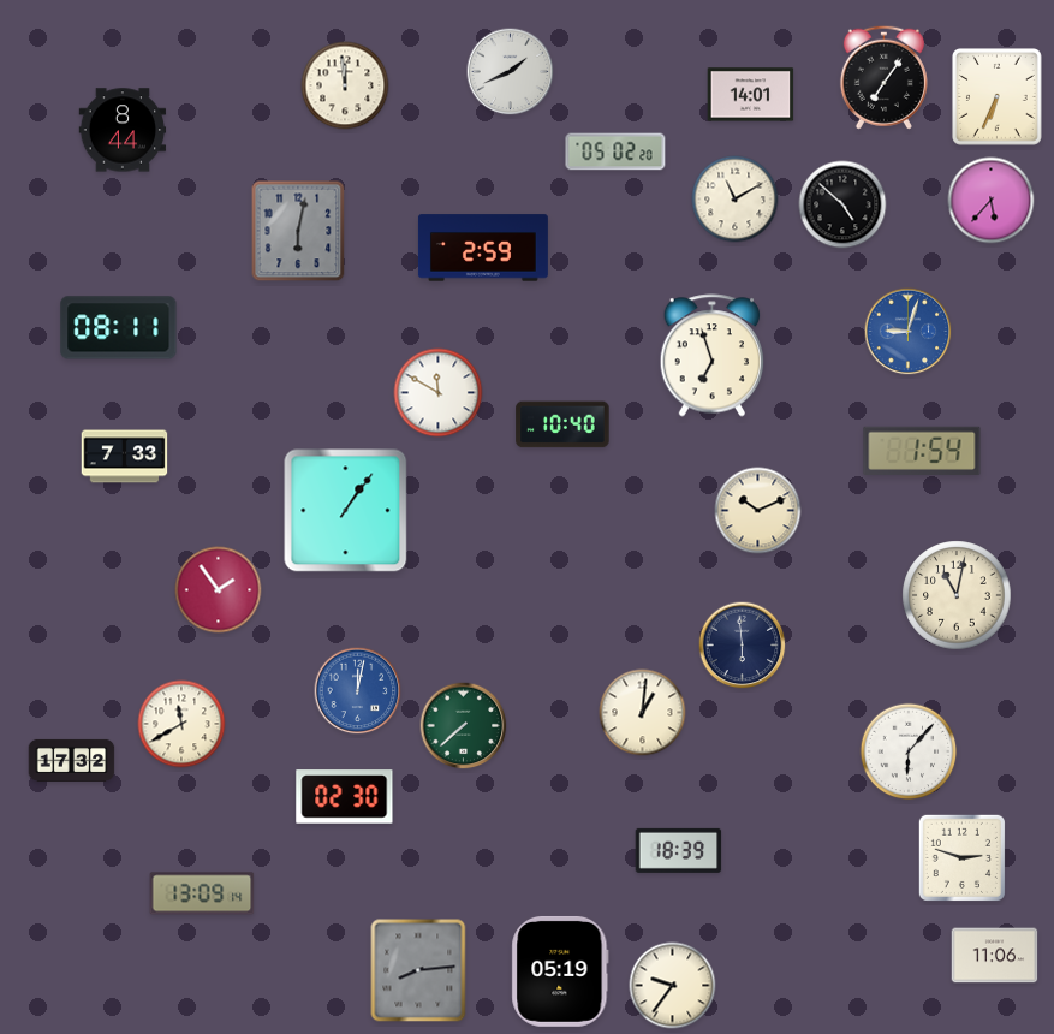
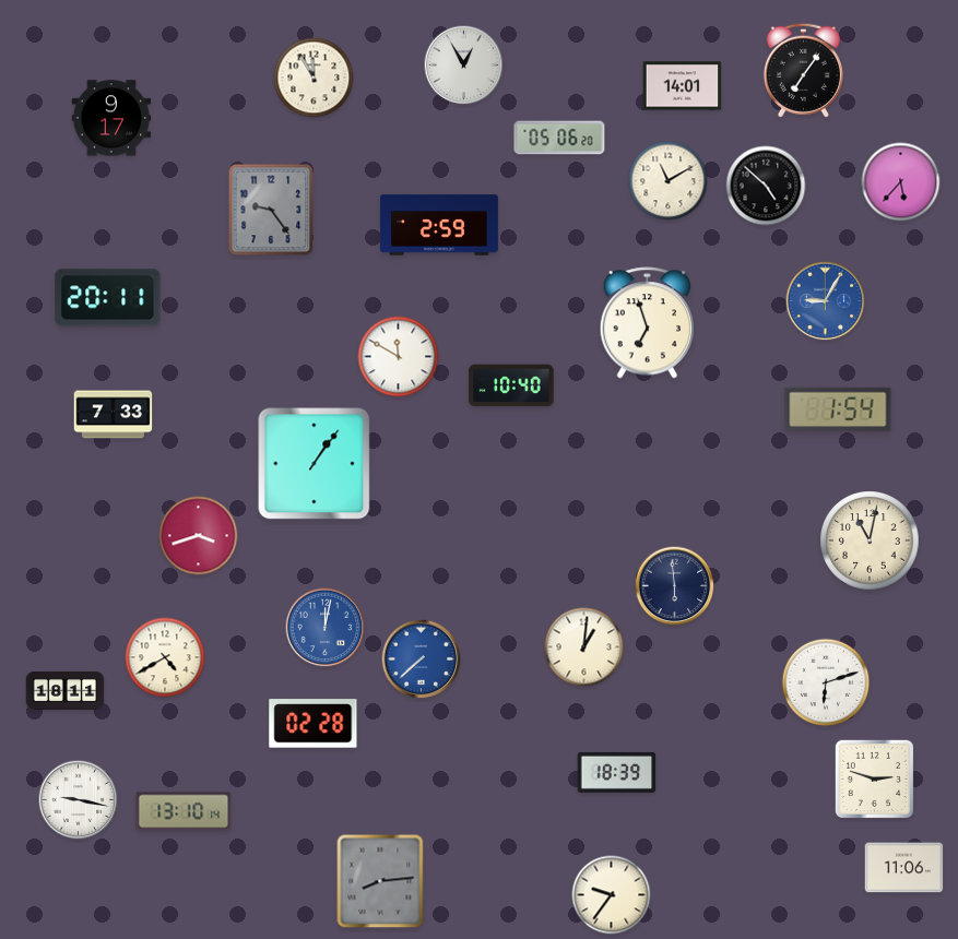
clock at (511, 72): 1:41 -> 12:55
clock at (345, 85): 11:59 -> 11:55
clock at (996, 97): 6:34 -> none
clock at (123, 130): 8:44 -> 9:17
clock at (615, 151): 05:02 -> 05:06
clock at (298, 231): 6:02 -> 9:24
clock at (119, 328): 08:11 -> 20:11
clock at (909, 332): 9:03 -> 9:05
clock at (758, 511): 10:11 -> none
clock at (219, 590): 1:54 -> 3:42
clock at (181, 724): 11:40 -> 4:40
clock at (464, 726) dial: green -> blue
clock at (909, 751): 6:07 -> 6:12
clock at (72, 760): 17:32 -> 18:11
clock at (345, 797): 02:30 -> 02:28
clock at (79, 800): none -> 9:17
clock at (202, 893): 13:09 -> 13:10
clock at (560, 971): 05:19 -> none
